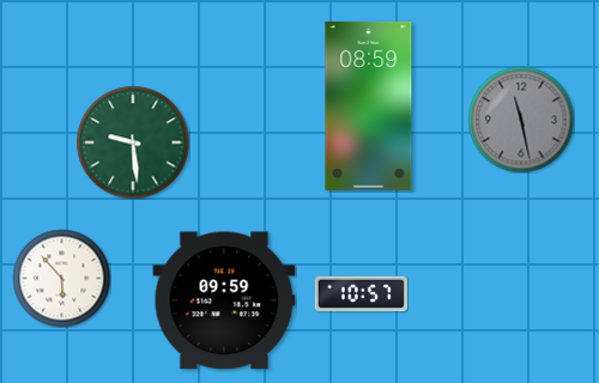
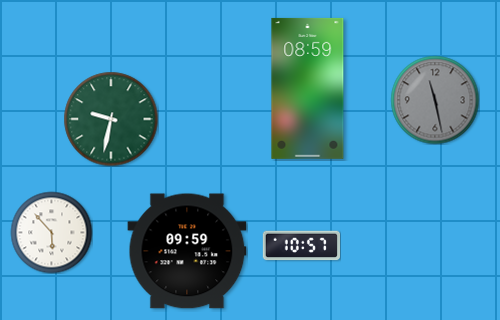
clock at (133, 142): 9:29 -> 9:32
